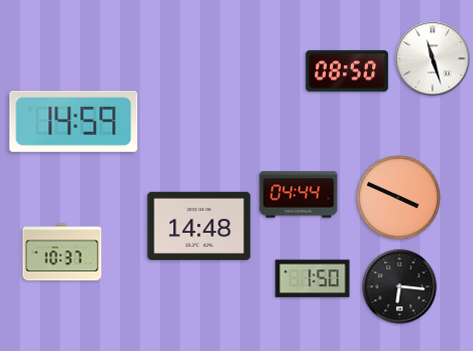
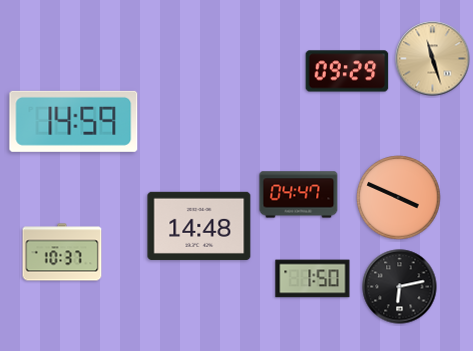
clock at (433, 59) dial: white -> champagne
clock at (347, 71): 08:50 -> 09:29
clock at (299, 195): 04:44 -> 04:47
clock at (400, 287): 6:16 -> 6:13
